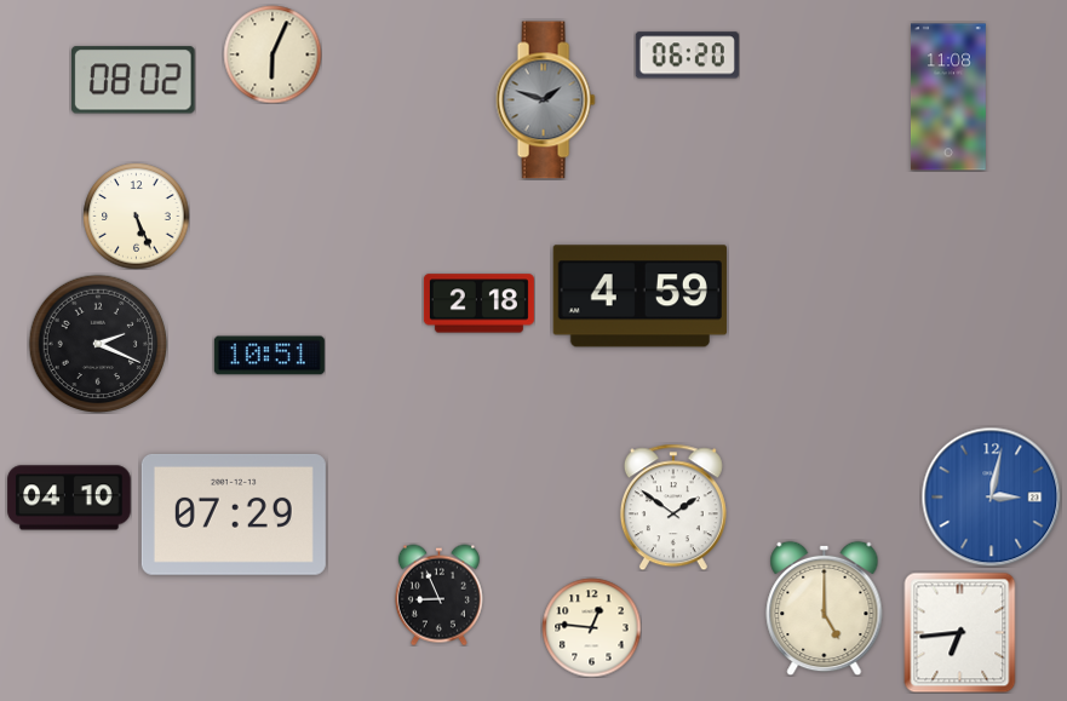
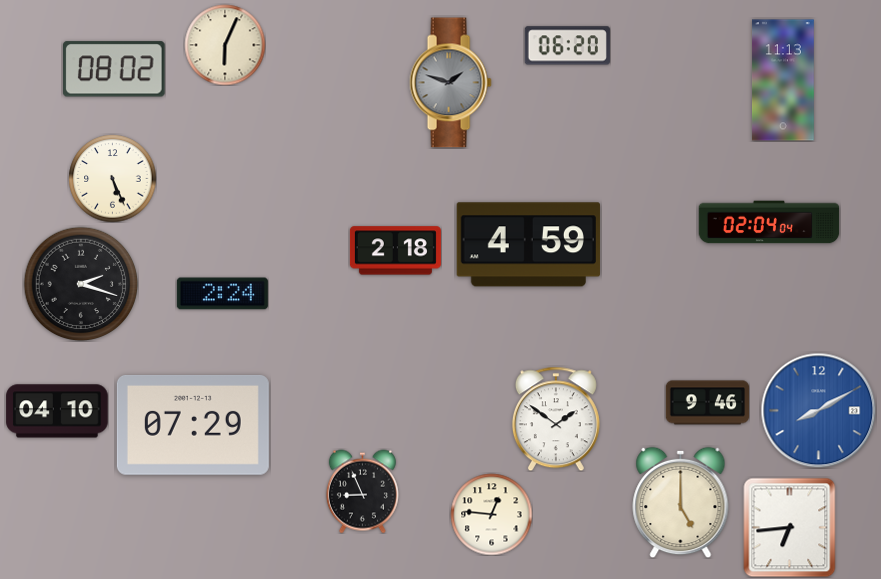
clock at (134, 80) position: (134, 80) -> (115, 69)
clock at (950, 97): 11:08 -> 11:13
clock at (769, 222): none -> 02:04
clock at (98, 344): 2:19 -> 2:18
clock at (269, 356): 10:51 -> 2:24
clock at (707, 403): none -> 9:46
clock at (991, 496): 3:02 -> 8:10
clock at (591, 627) position: (591, 627) -> (491, 514)
clock at (960, 632) position: (960, 632) -> (790, 527)
